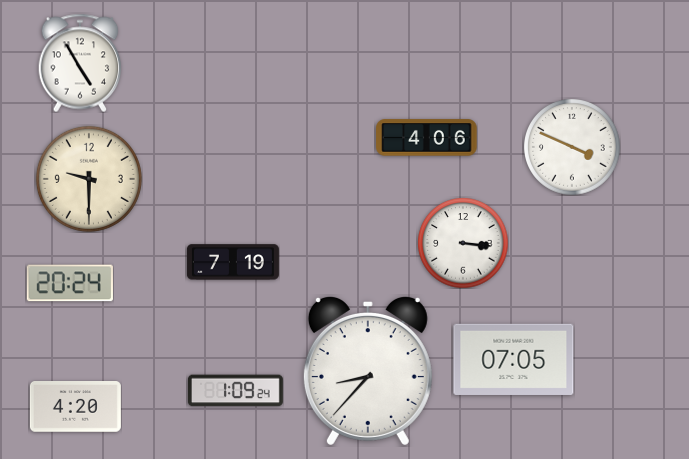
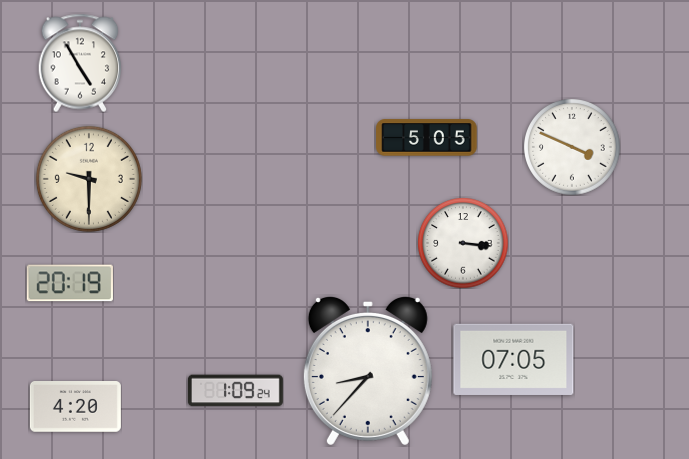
clock at (427, 138): 4:06 -> 5:05
clock at (233, 262): 7:19 -> none
clock at (70, 283): 20:24 -> 20:19
